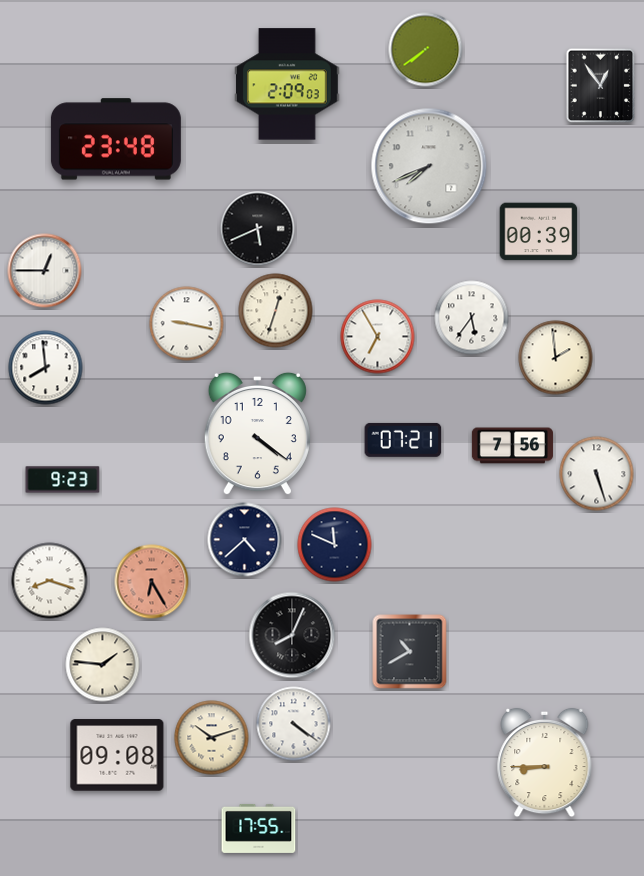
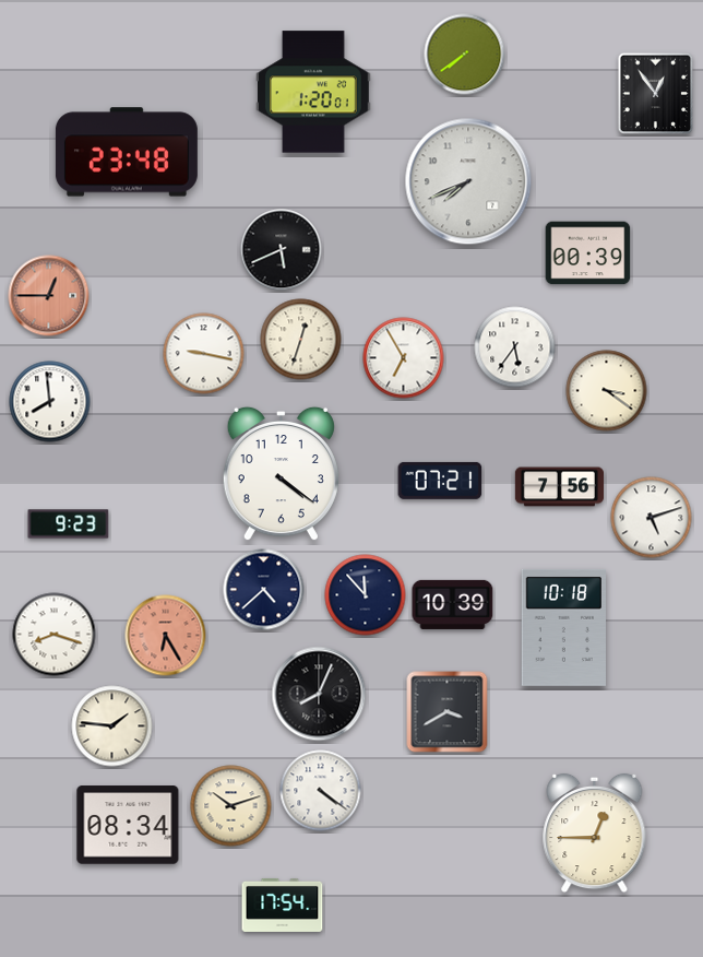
clock at (288, 84): 2:09 -> 1:20
clock at (45, 271) dial: white -> salmon
clock at (378, 337) position: (378, 337) -> (404, 358)
clock at (556, 358): 1:59 -> 3:21
clock at (597, 474): 5:27 -> 5:12
clock at (245, 540) position: (245, 540) -> (264, 590)
clock at (335, 545): 11:49 -> 11:53
clock at (453, 604): none -> 10:39
clock at (564, 627): none -> 10:18
clock at (410, 652): 10:40 -> 3:40
clock at (117, 755): 09:08 -> 08:34
clock at (545, 763): 8:45 -> 12:45
clock at (259, 828): 17:55 -> 17:54
